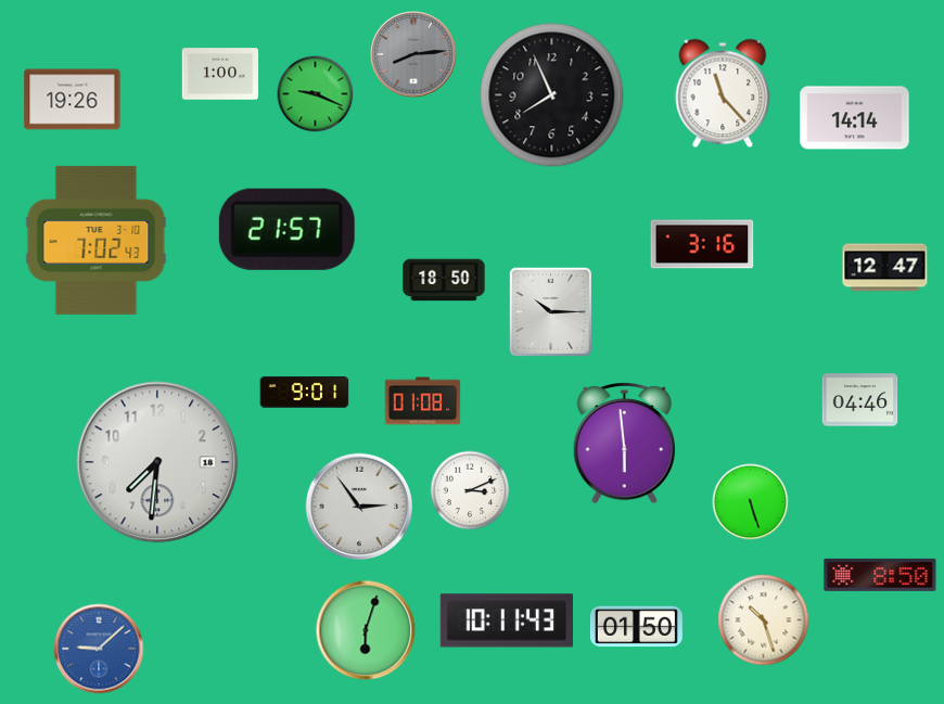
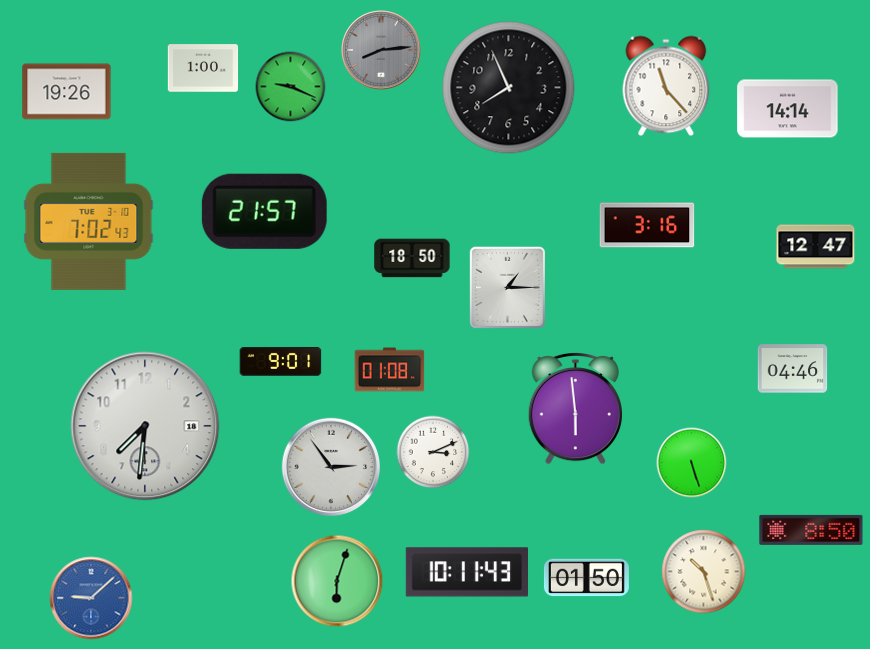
clock at (444, 280) position: (444, 280) -> (412, 258)
clock at (550, 311): 10:15 -> 1:15
